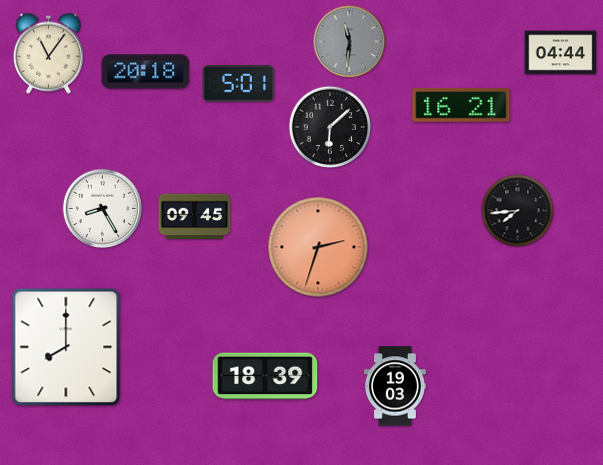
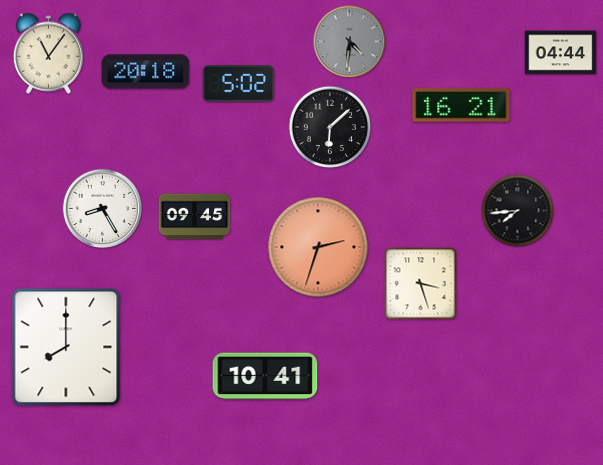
clock at (350, 42): 11:31 -> 4:31
clock at (239, 84): 5:01 -> 5:02
clock at (421, 284): none -> 3:27
clock at (265, 376): 18:39 -> 10:41
clock at (395, 386): 19:03 -> none
